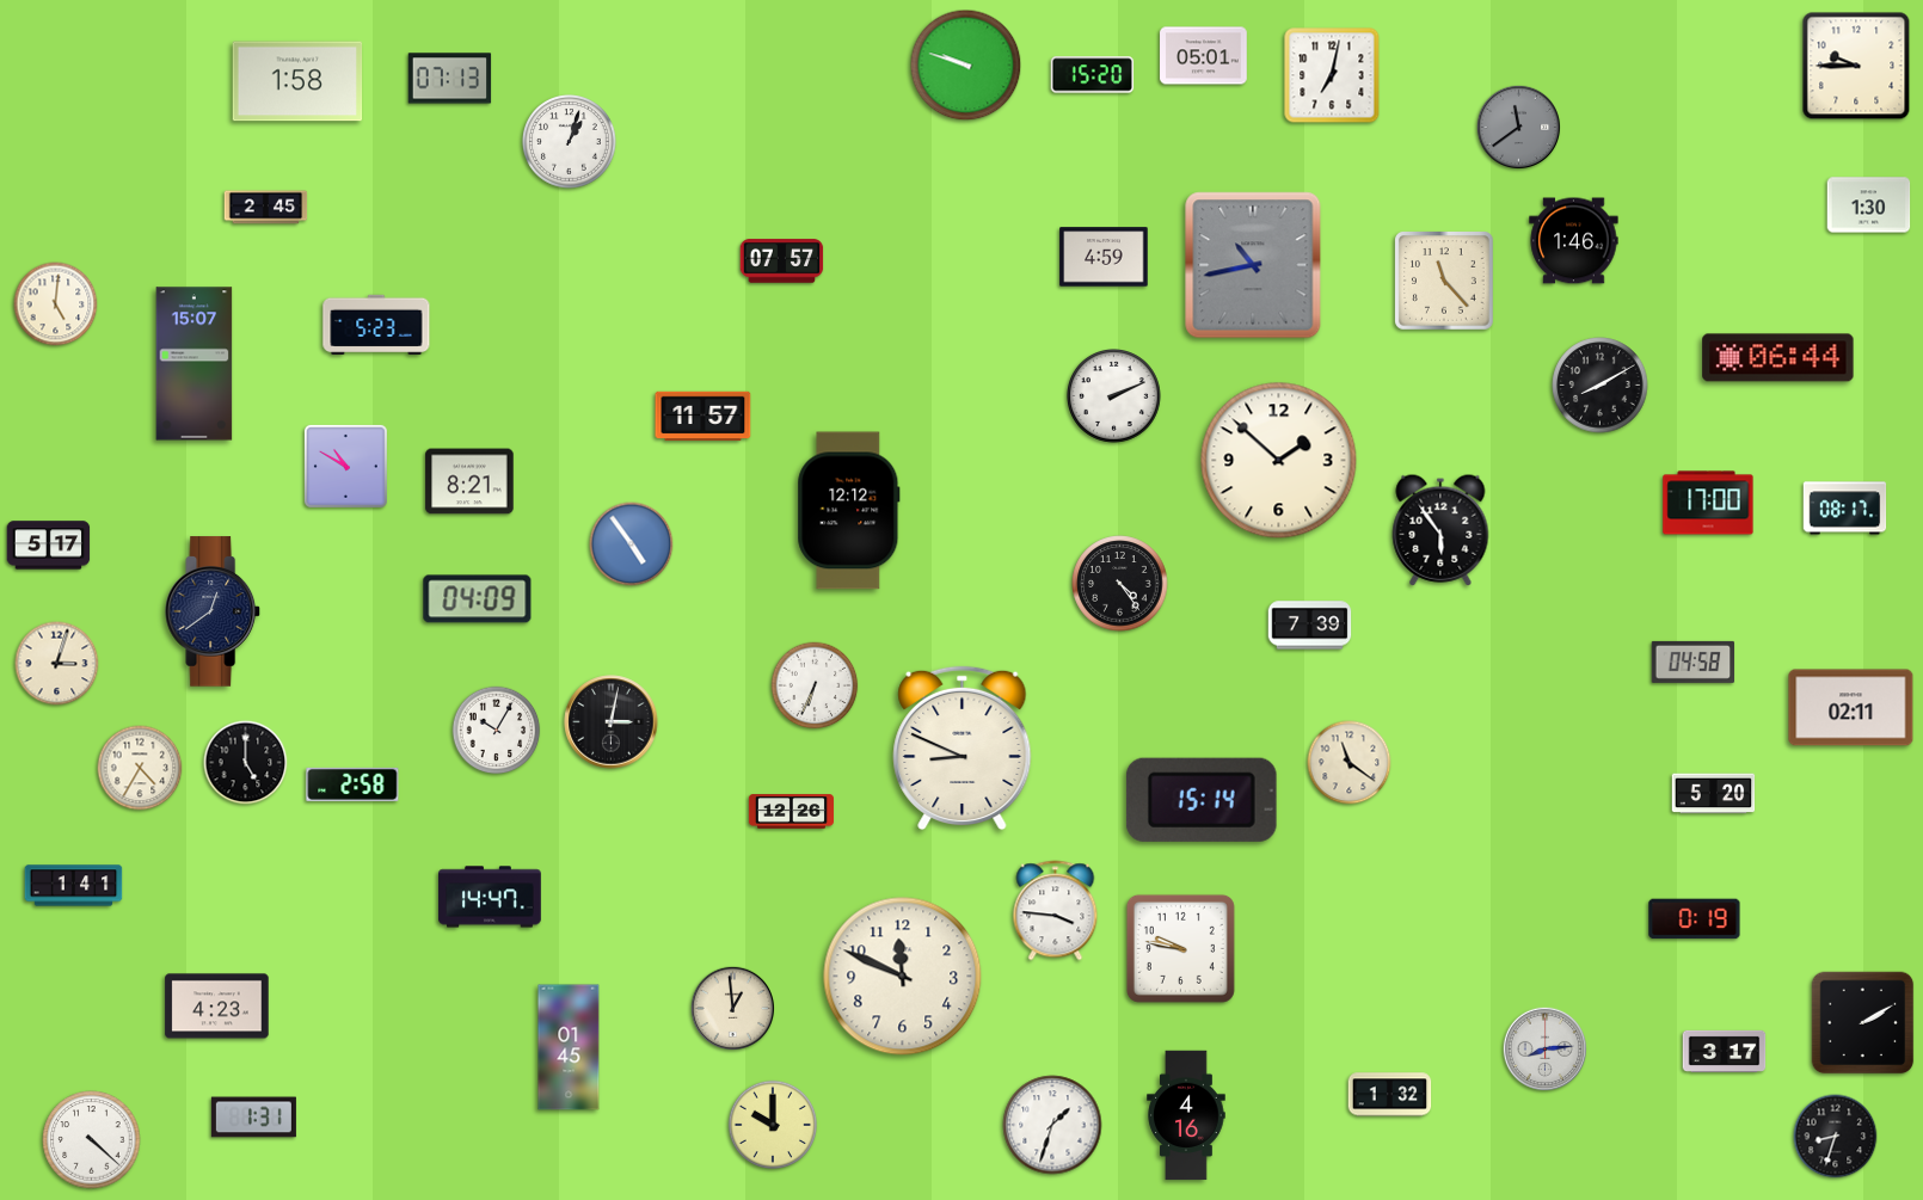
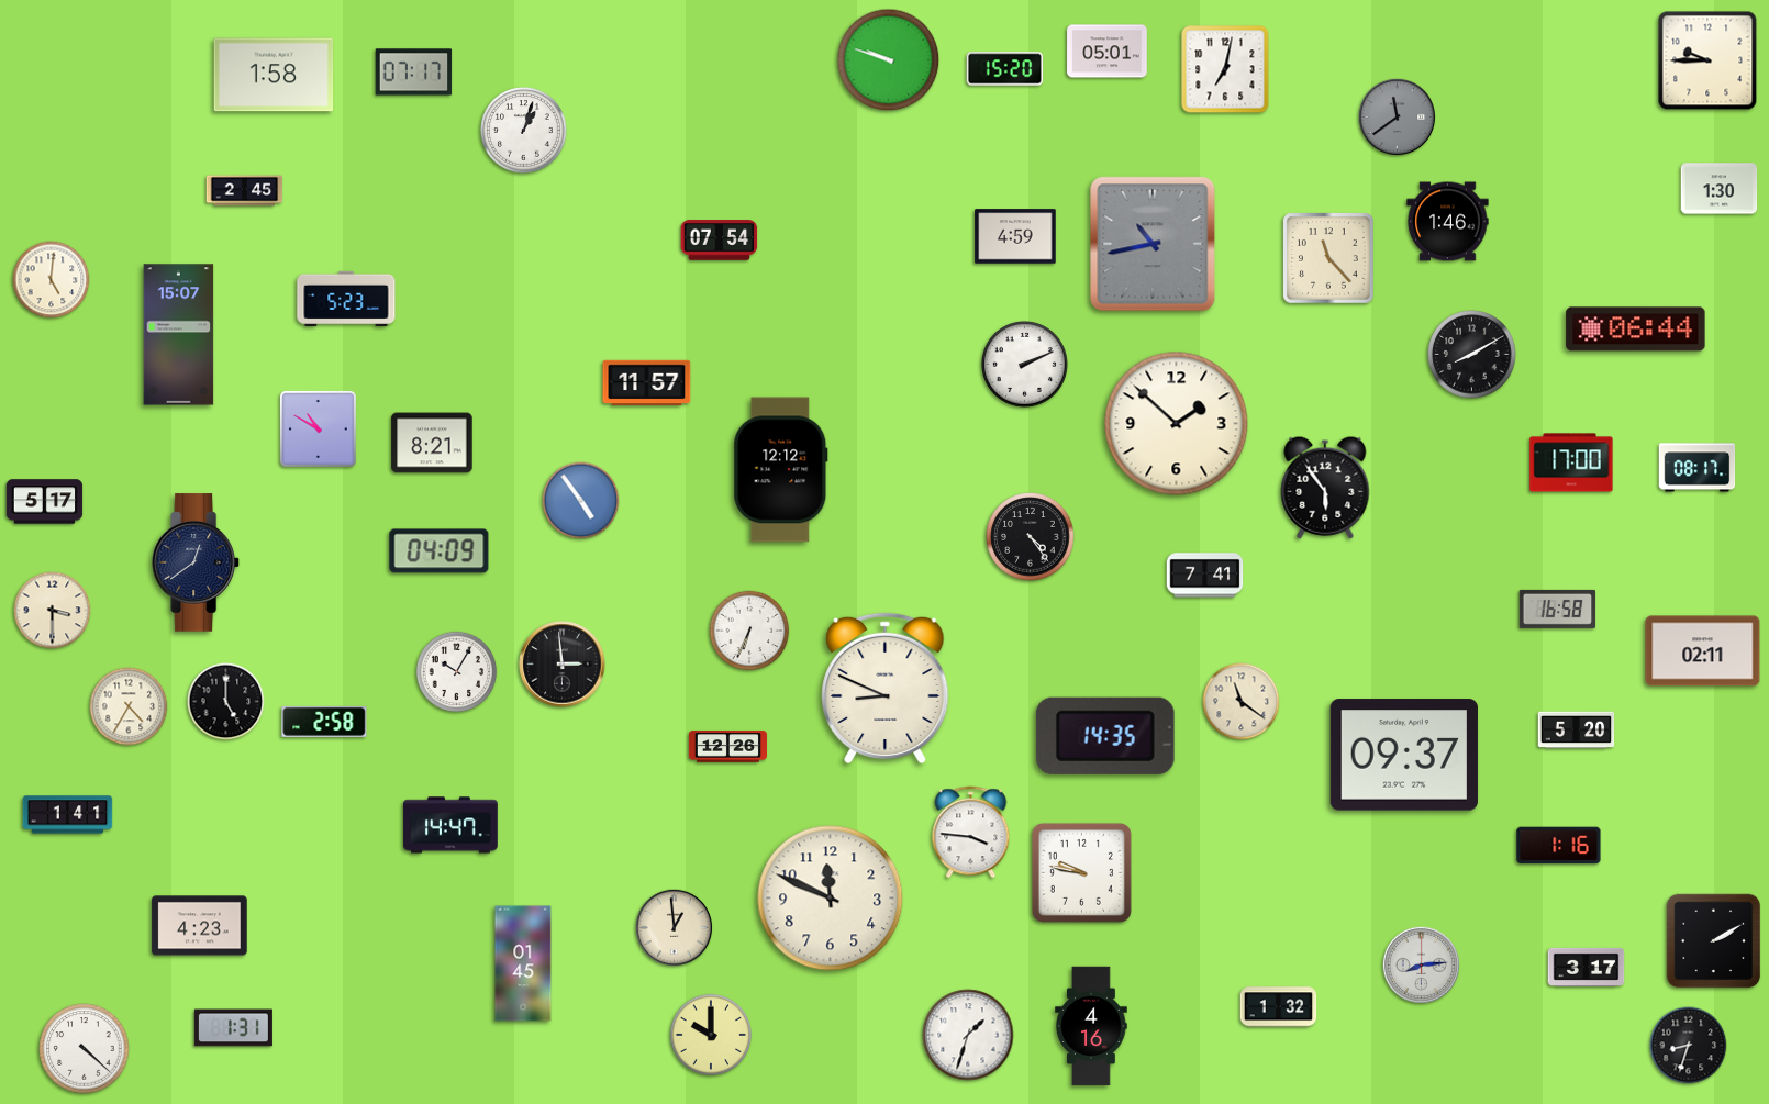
clock at (450, 79): 07:13 -> 07:17
clock at (782, 261): 07:57 -> 07:54
clock at (1310, 626): 7:39 -> 7:41
clock at (1694, 661): 04:58 -> 16:58
clock at (57, 664): 3:03 -> 3:30
clock at (612, 722): 3:02 -> 2:59
clock at (1202, 800): 15:14 -> 14:35
clock at (1404, 755): none -> 09:37
clock at (1056, 911) position: (1056, 911) -> (971, 833)
clock at (1695, 919): 0:19 -> 1:16
clock at (1180, 948) position: (1180, 948) -> (1081, 872)
